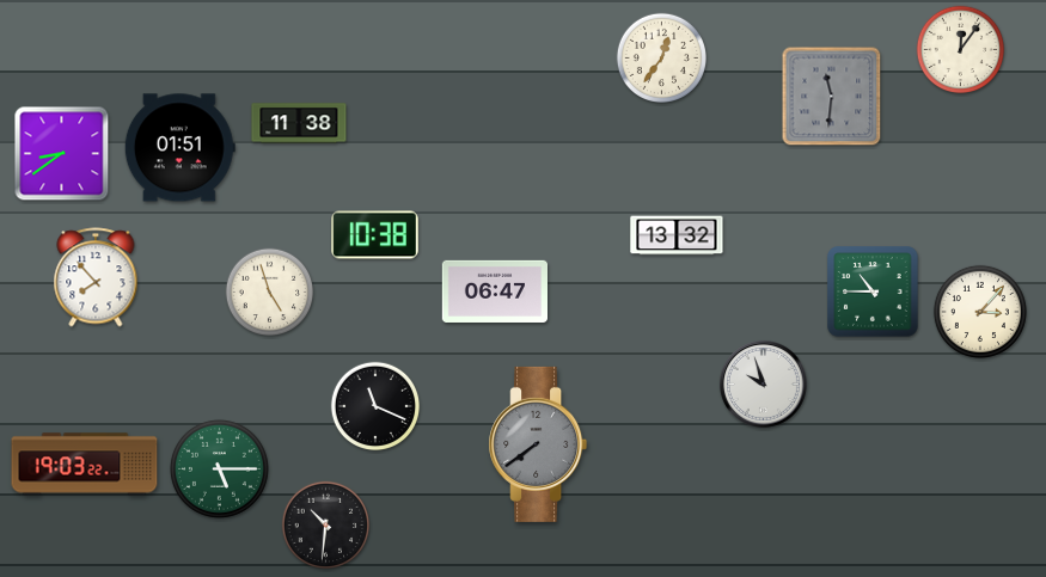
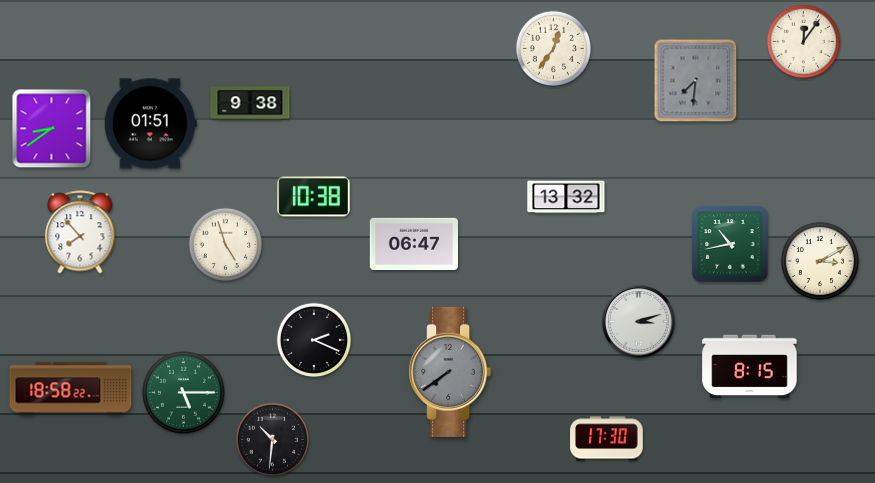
clock at (832, 97): 11:31 -> 7:31
clock at (299, 123): 11:38 -> 9:38
clock at (873, 291): 10:45 -> 10:43
clock at (980, 312): 3:07 -> 3:10
clock at (763, 383): 9:57 -> 3:12
clock at (375, 406): 11:19 -> 2:19
clock at (750, 367): none -> 8:15
clock at (85, 465): 19:03 -> 18:58
clock at (607, 439): none -> 17:30
